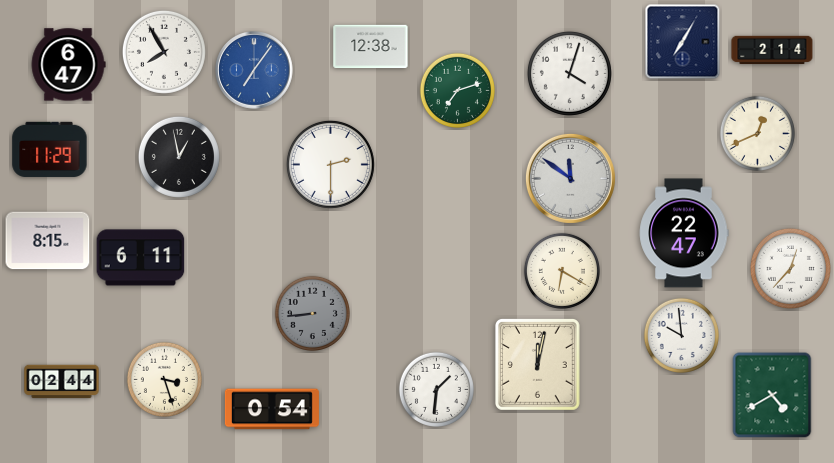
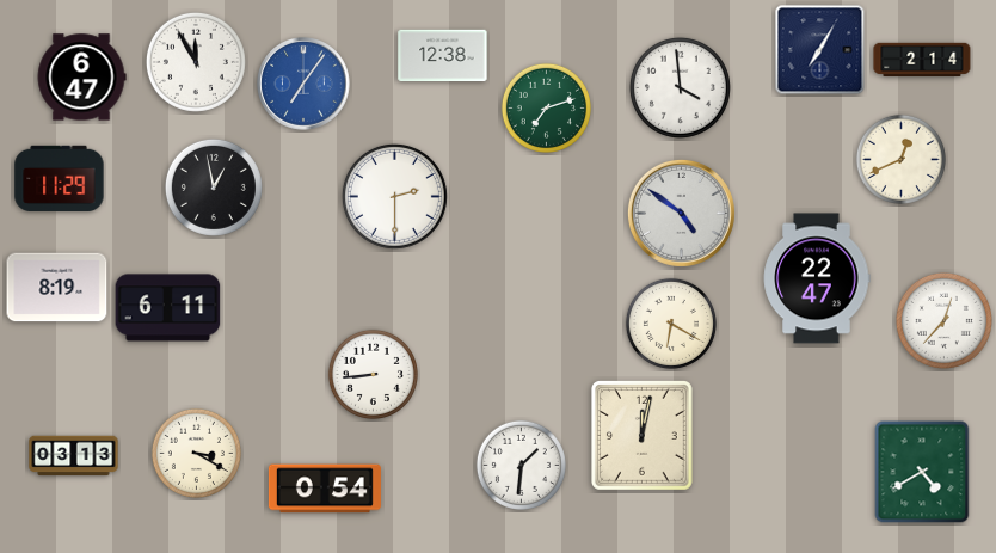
clock at (683, 42) position: (683, 42) -> (820, 50)
clock at (164, 52): 7:55 -> 11:55
clock at (569, 73): 4:03 -> 3:59
clock at (757, 133) position: (757, 133) -> (900, 159)
clock at (570, 178): 11:51 -> 4:51
clock at (48, 241): 8:15 -> 8:19
clock at (312, 313) dial: grey -> white
clock at (681, 335): 9:59 -> none
clock at (164, 379): 3:27 -> 3:20
clock at (62, 382): 02:44 -> 03:13
